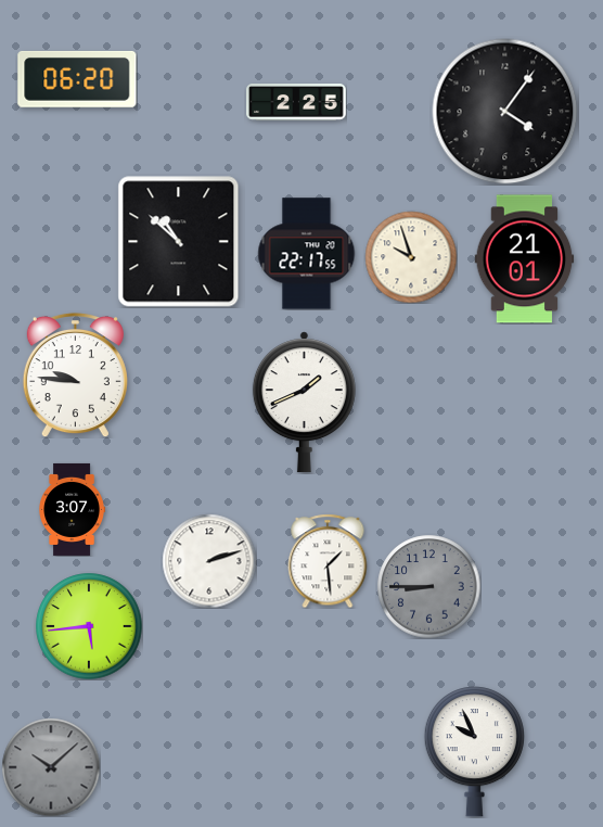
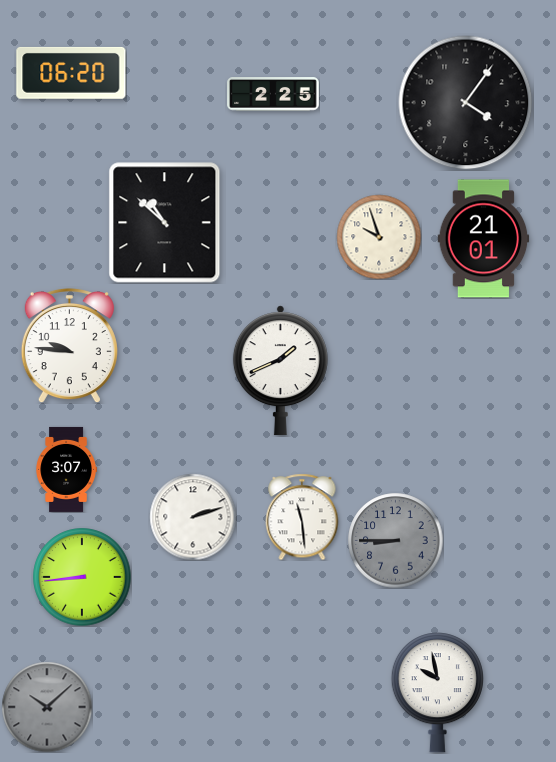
clock at (307, 254): 22:17 -> none
clock at (328, 561): 1:29 -> 11:29
clock at (89, 626): 5:44 -> 8:44
clock at (474, 752): 9:56 -> 9:58
